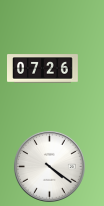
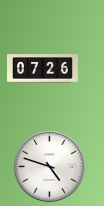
clock at (49, 166): 4:21 -> 4:48
